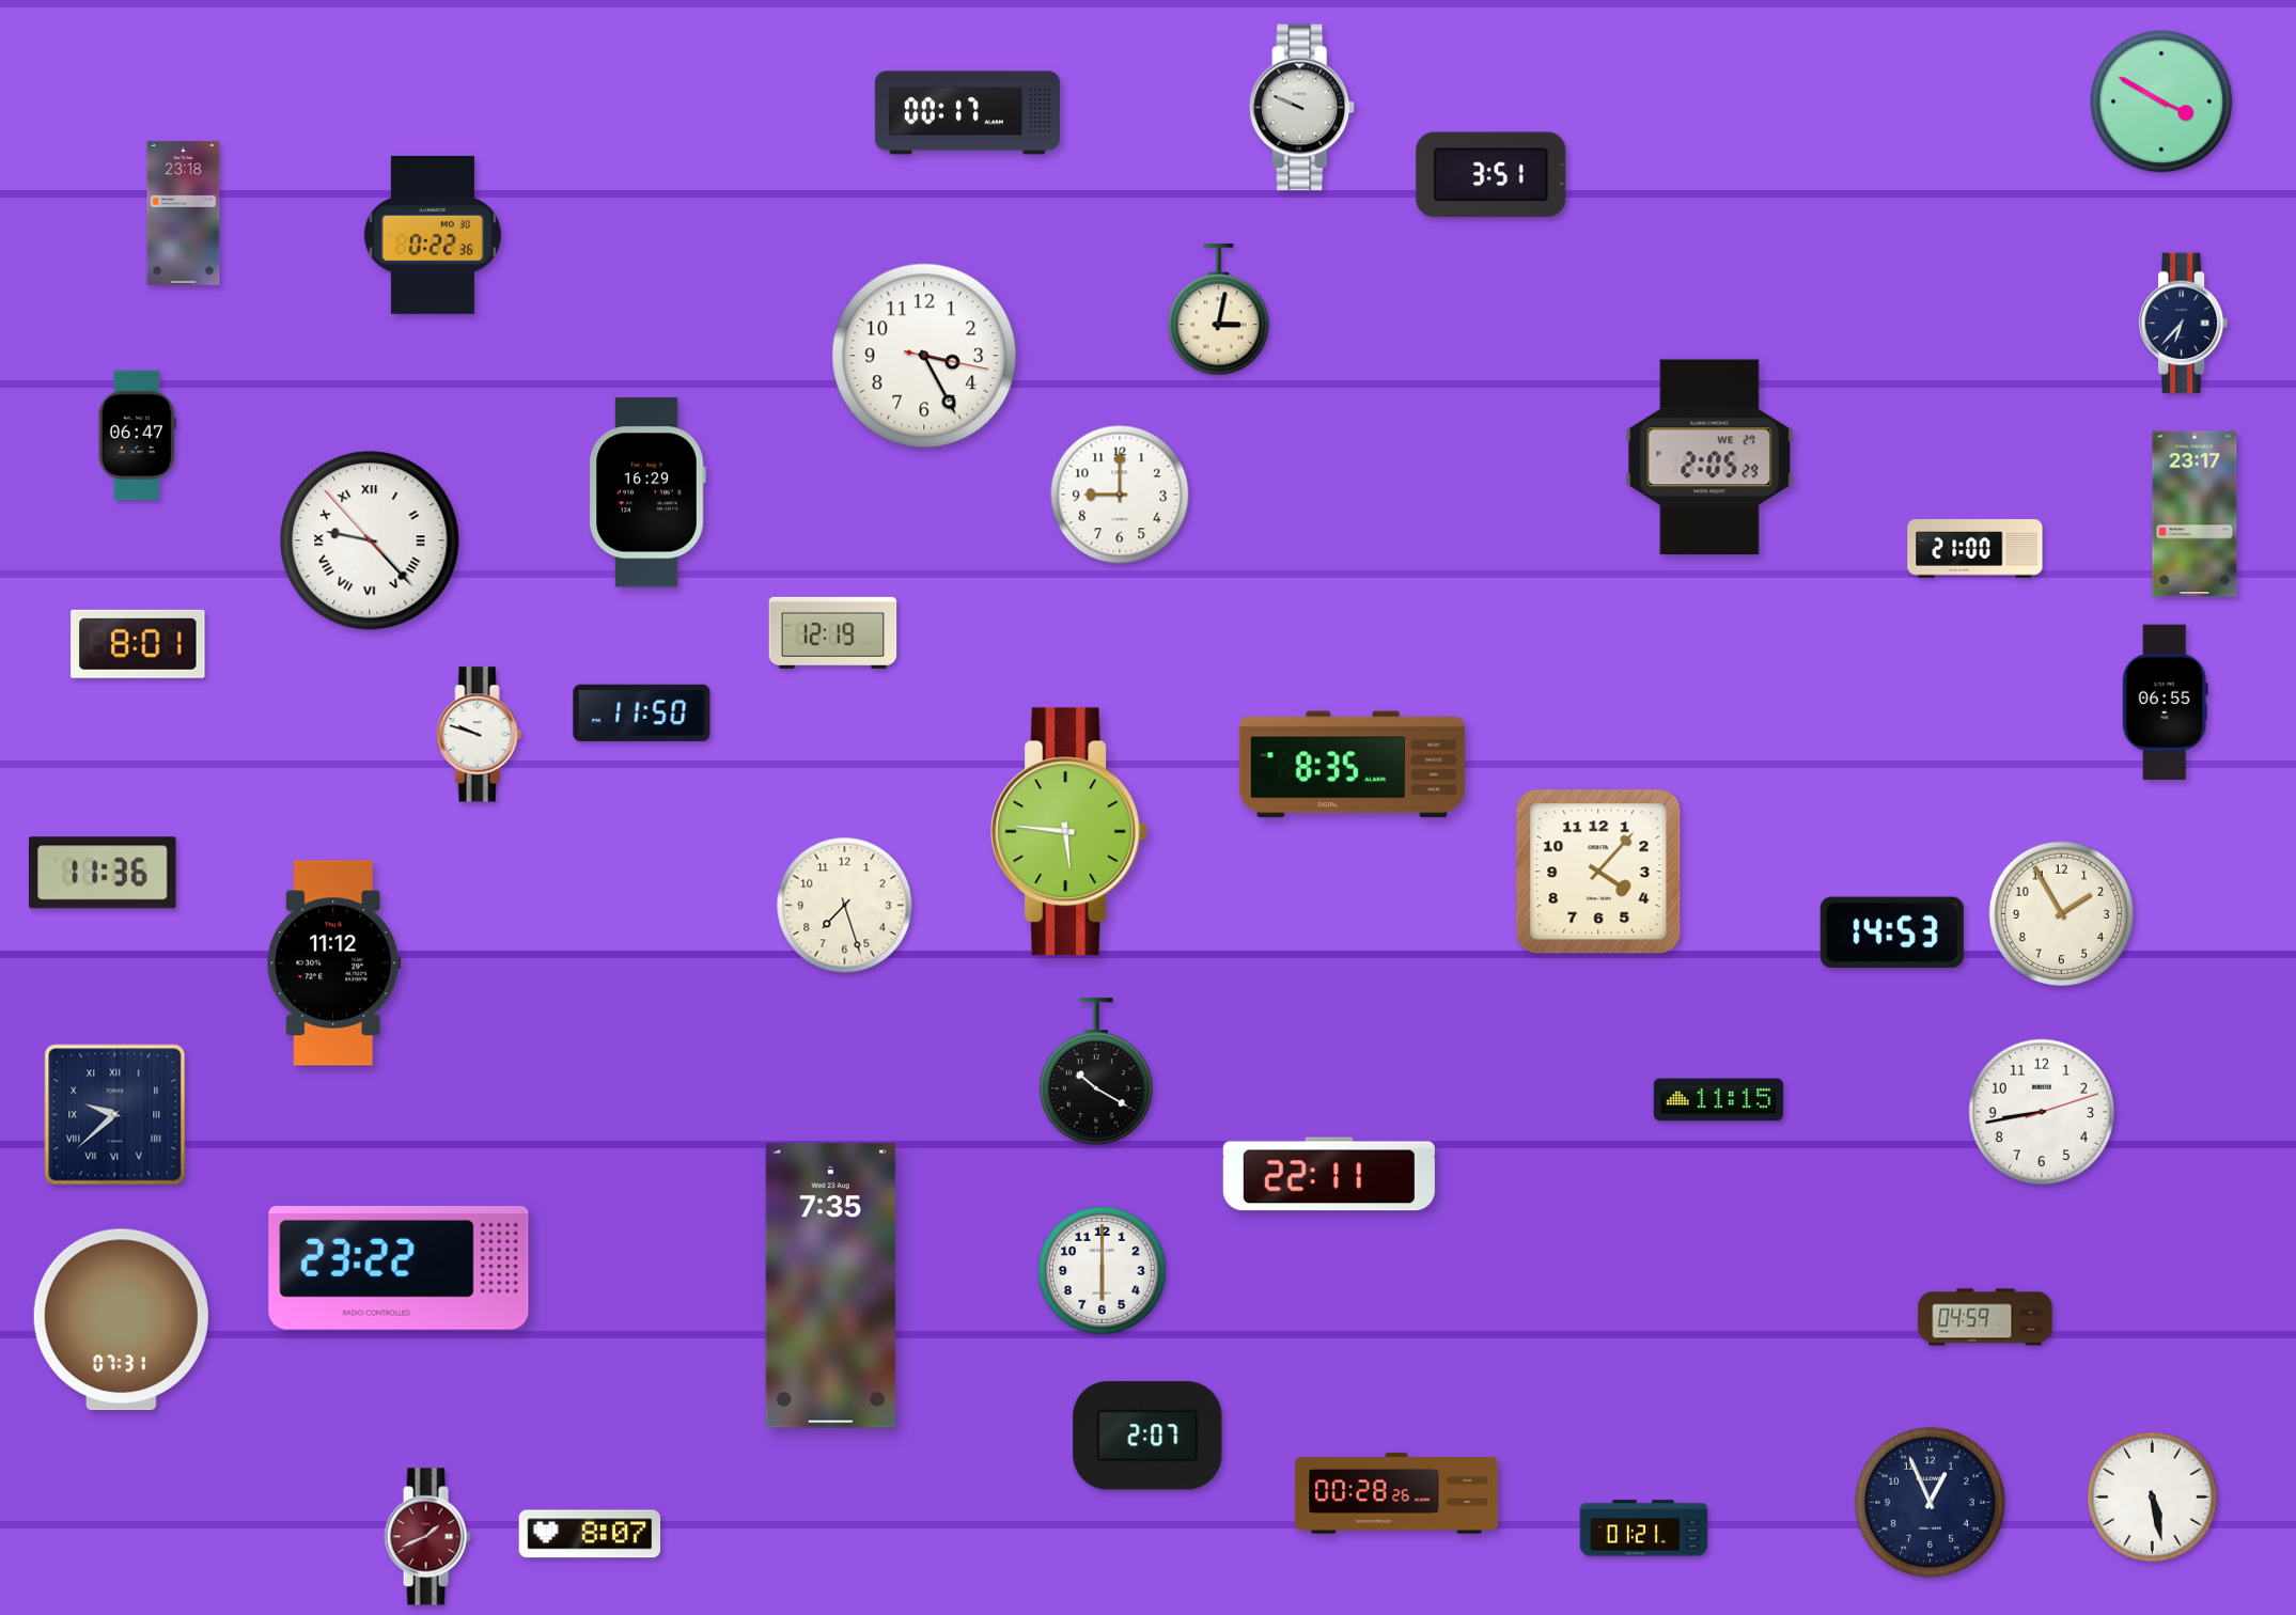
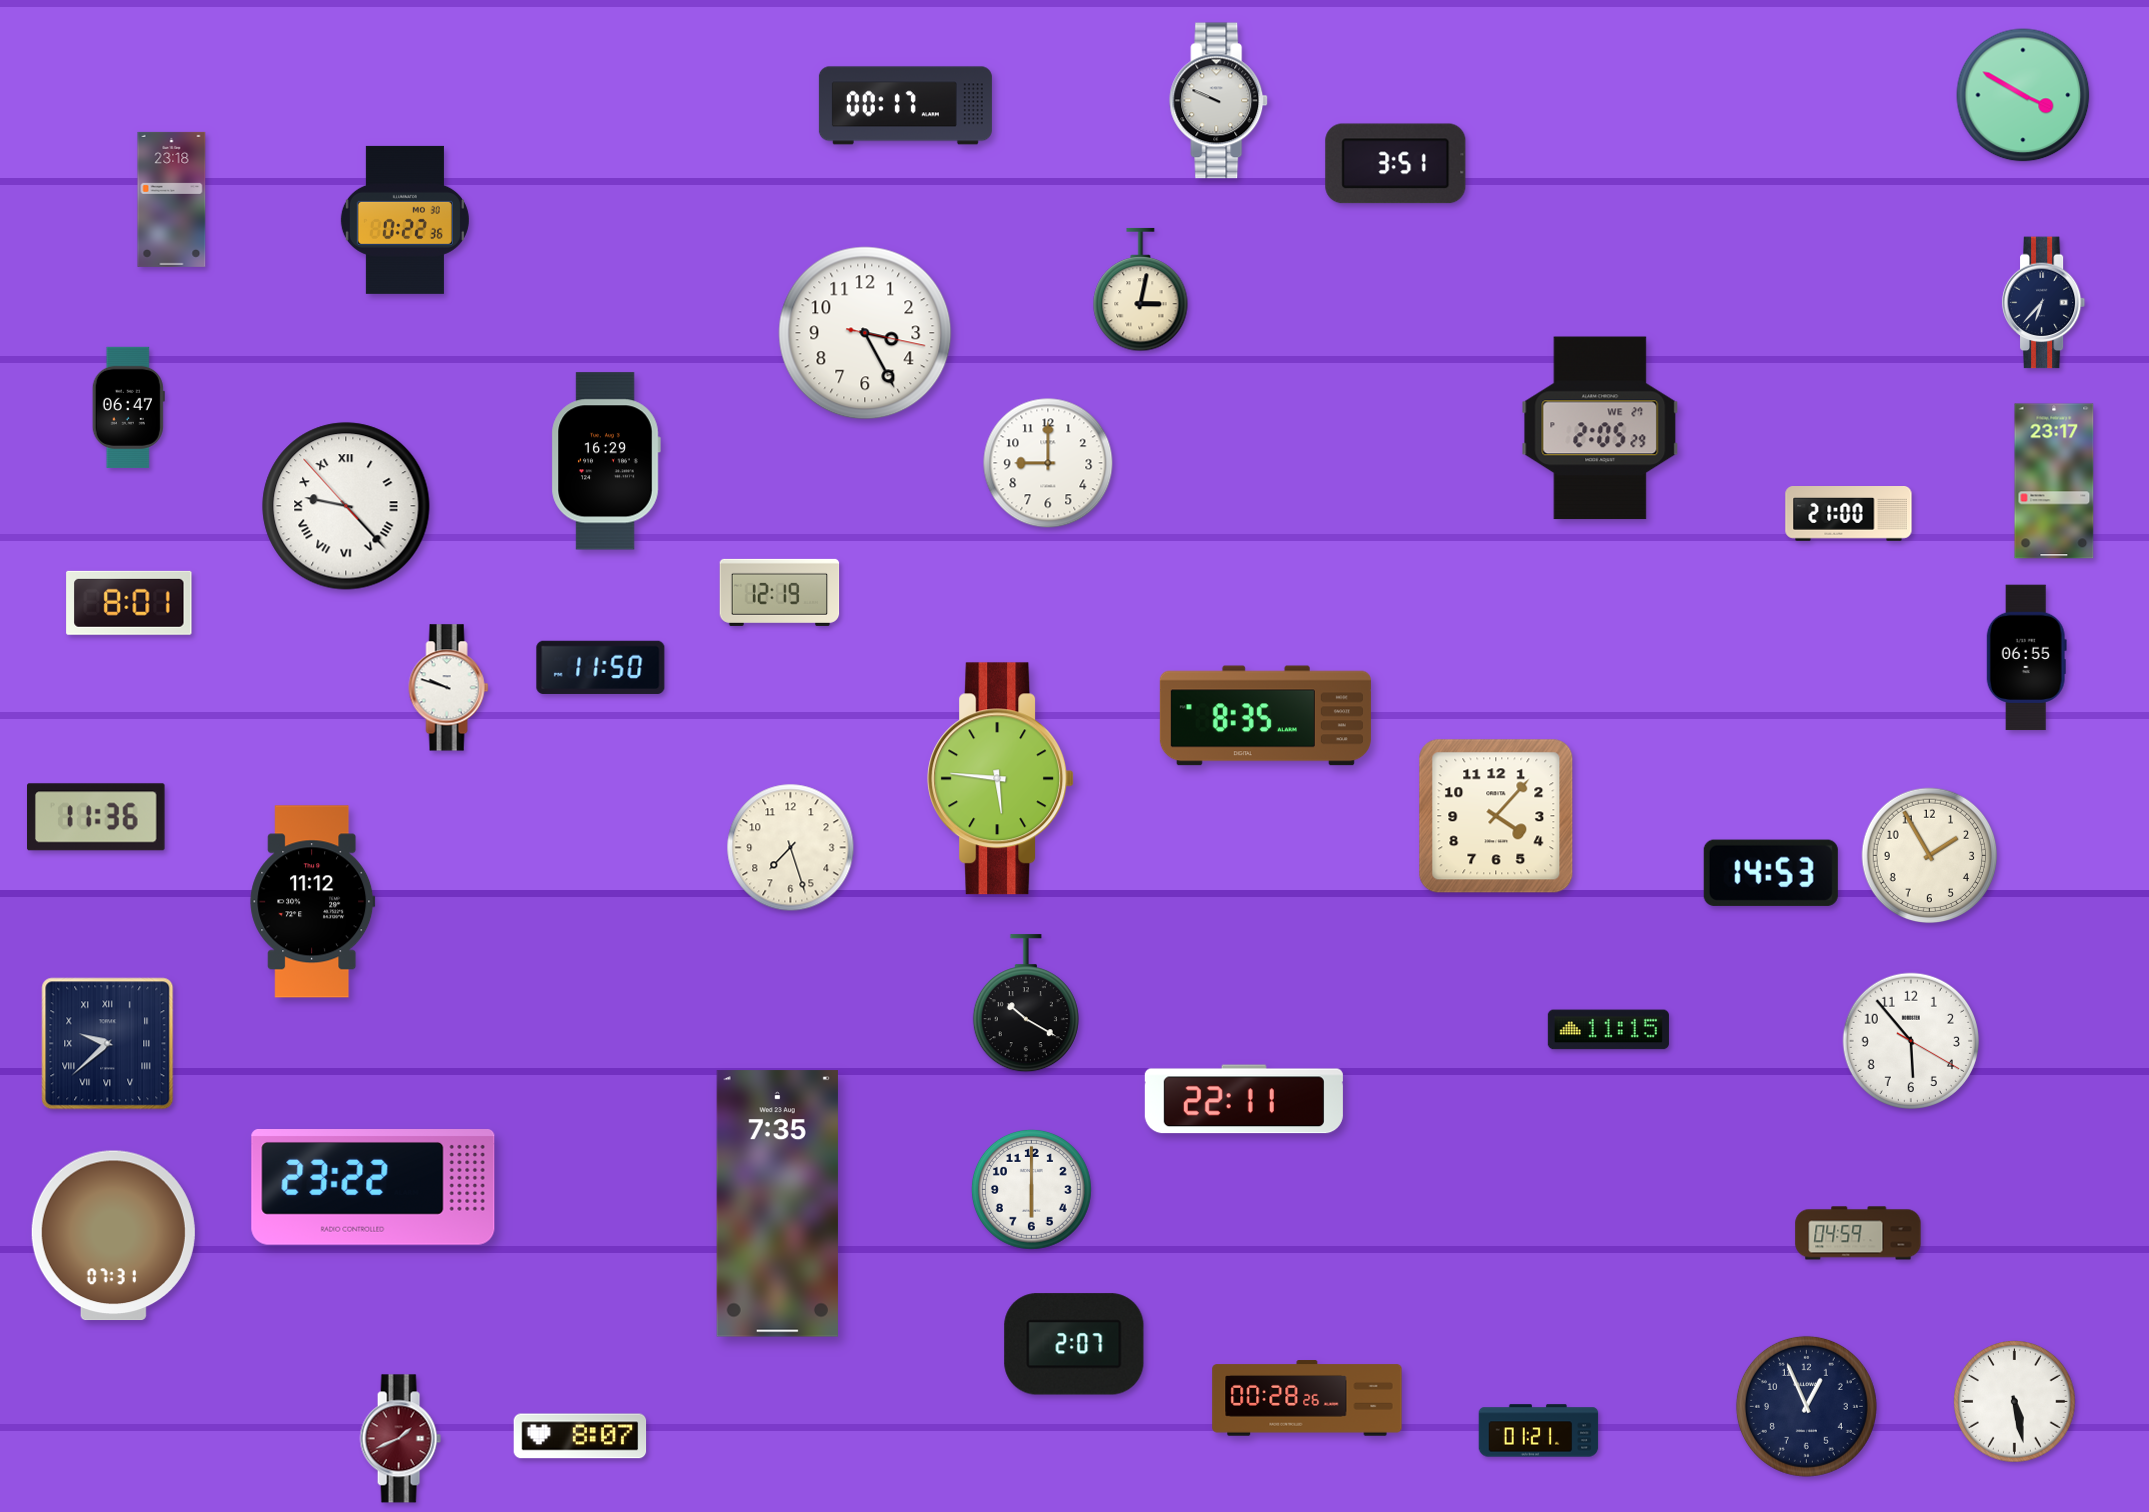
clock at (2041, 1111): 8:43 -> 5:53
clock at (590, 1534) position: (590, 1534) -> (580, 1436)
